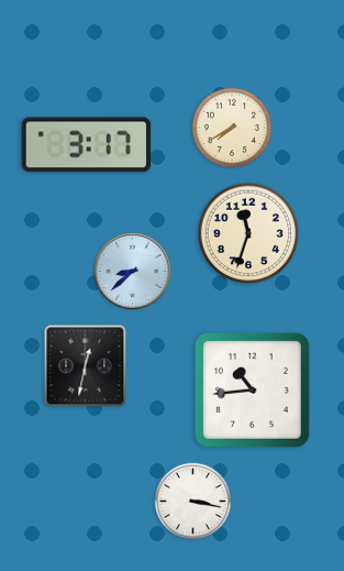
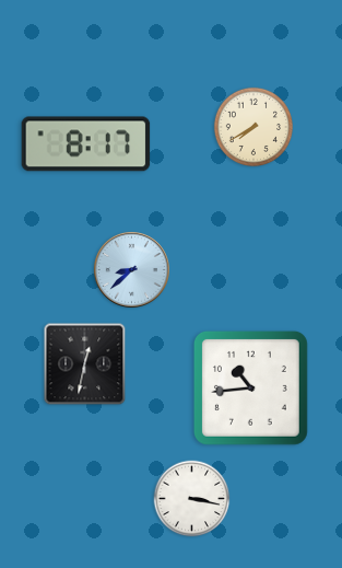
clock at (231, 127) position: (231, 127) -> (252, 126)
clock at (87, 145): 3:17 -> 8:17
clock at (248, 233): 11:33 -> none
